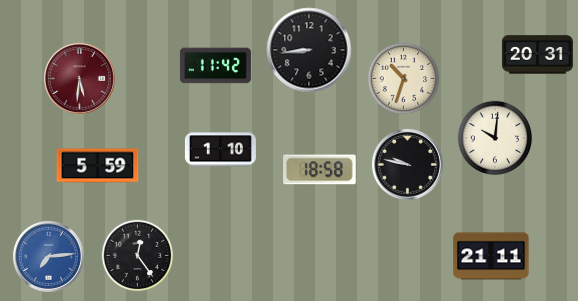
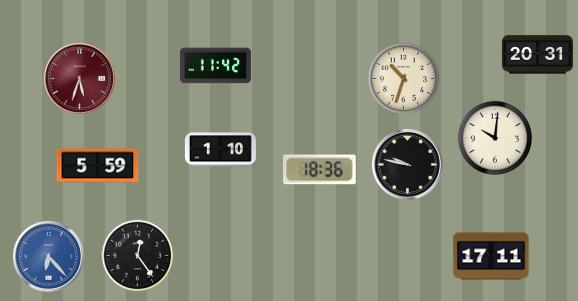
clock at (309, 50): 8:44 -> none
clock at (79, 78): 5:31 -> 5:33
clock at (320, 170): 18:58 -> 18:36
clock at (48, 256): 7:14 -> 6:23
clock at (491, 256): 21:11 -> 17:11
